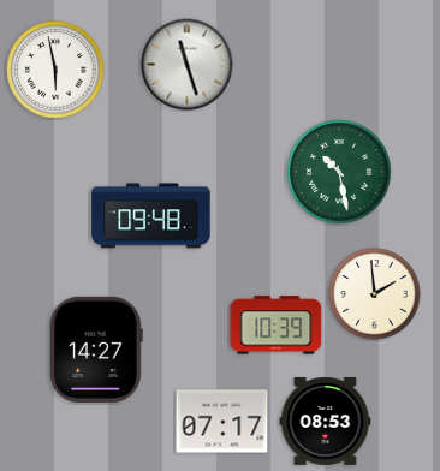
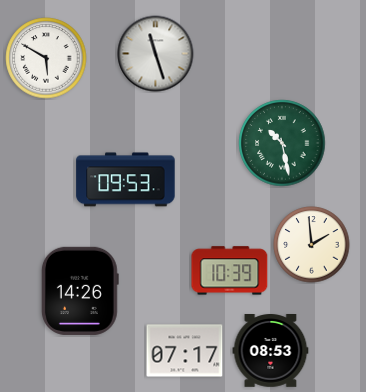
clock at (55, 70): 5:58 -> 5:50
clock at (151, 216): 09:48 -> 09:53
clock at (96, 350): 14:27 -> 14:26
